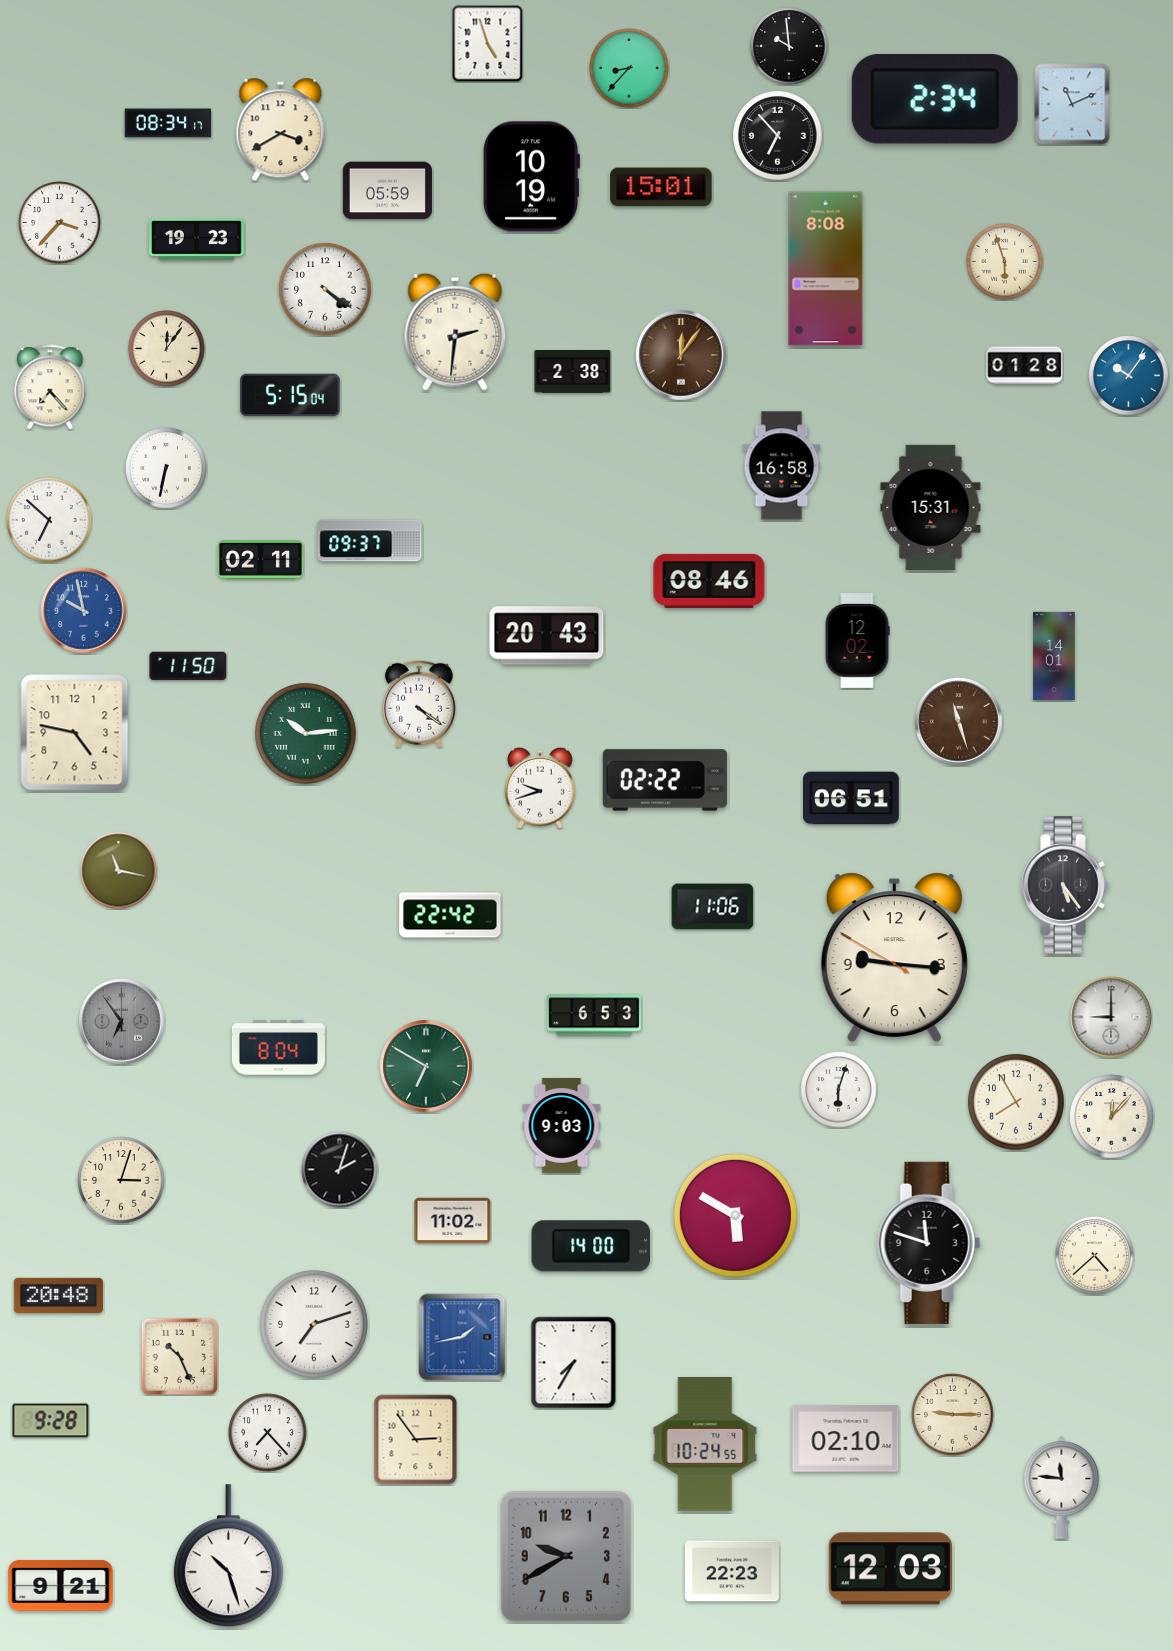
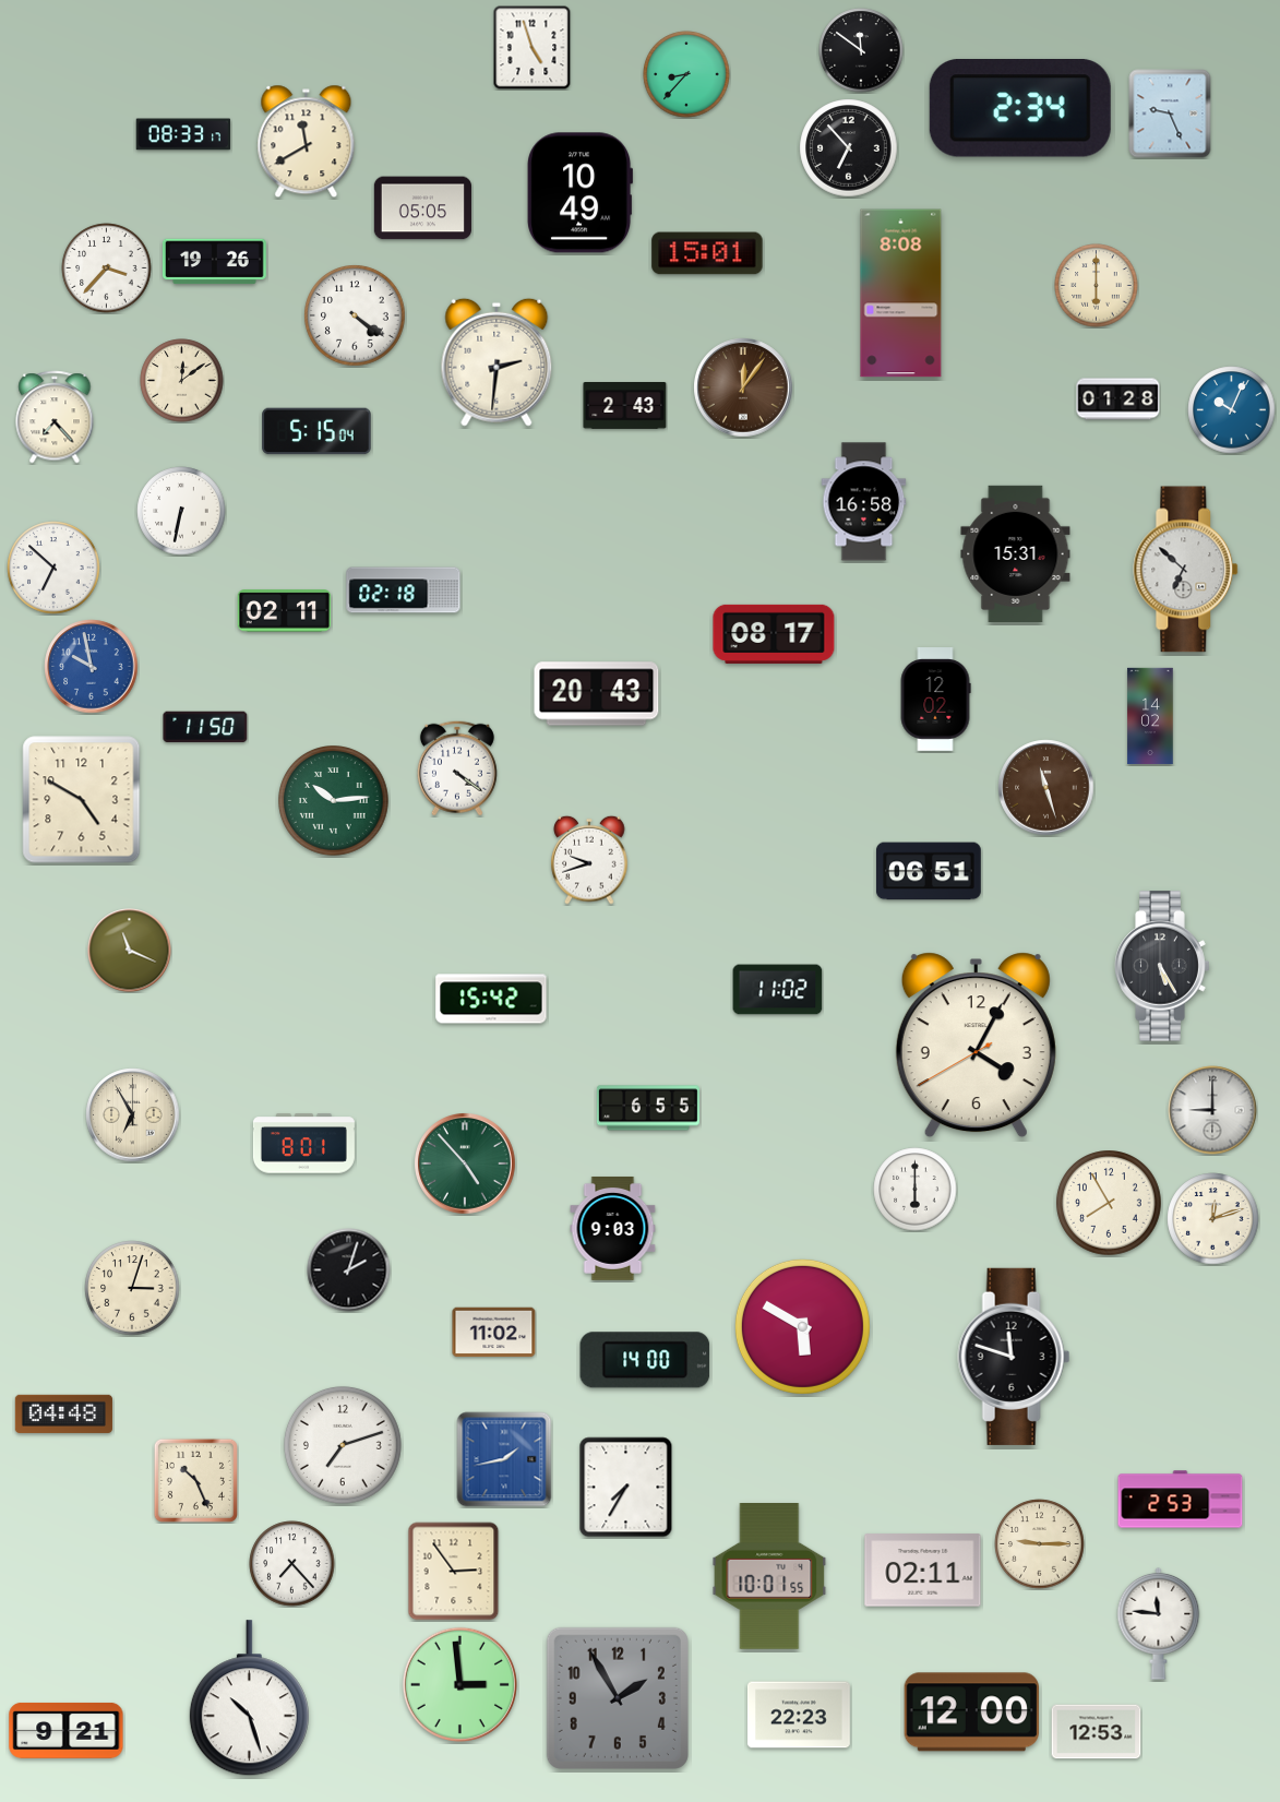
clock at (789, 46): 9:59 -> 11:51
clock at (1072, 104): 11:11 -> 9:26
clock at (168, 123): 08:34 -> 08:33
clock at (281, 130): 3:40 -> 11:40
clock at (531, 177): 10:19 -> 10:49
clock at (661, 187) position: (661, 187) -> (707, 253)
clock at (387, 191): 05:59 -> 05:05
clock at (60, 223) position: (60, 223) -> (107, 268)
clock at (197, 240): 19:23 -> 19:26
clock at (1005, 262): 5:57 -> 6:00
clock at (167, 349): 12:06 -> 12:09
clock at (573, 372): 2:38 -> 2:43
clock at (1129, 376): 10:06 -> 10:04
clock at (50, 387) position: (50, 387) -> (55, 417)
clock at (782, 466) position: (782, 466) -> (864, 502)
clock at (1186, 570): none -> 6:52
clock at (370, 541): 09:37 -> 02:18
clock at (709, 581): 08:46 -> 08:17
clock at (1054, 656): 14:01 -> 14:02
clock at (75, 733): 4:47 -> 4:50
clock at (665, 780): 02:22 -> none
clock at (119, 871): 11:17 -> 11:19
clock at (1065, 885): 5:24 -> 5:25
clock at (713, 907): 11:06 -> 11:02
clock at (450, 915): 22:42 -> 15:42
clock at (894, 958): 9:15 -> 4:04
clock at (594, 1015): 6:53 -> 6:55
clock at (122, 1022): 6:54 -> 6:55
clock at (122, 1022) dial: grey -> cream
clock at (278, 1048): 8:04 -> 8:01
clock at (427, 1067): 6:50 -> 4:53
clock at (839, 1090): 6:03 -> 6:00
clock at (1112, 1117): 12:07 -> 12:12
clock at (340, 1170) position: (340, 1170) -> (349, 1270)
clock at (1095, 1256): 4:38 -> none
clock at (58, 1295): 20:48 -> 04:48
clock at (1181, 1500): none -> 2:53
clock at (51, 1421): 9:28 -> none
clock at (846, 1439): 02:10 -> 02:11
clock at (705, 1445): 10:24 -> 10:01
clock at (459, 1684): none -> 2:59
clock at (566, 1556): 9:40 -> 1:55
clock at (890, 1569): 12:03 -> 12:00
clock at (1097, 1732): none -> 12:53
